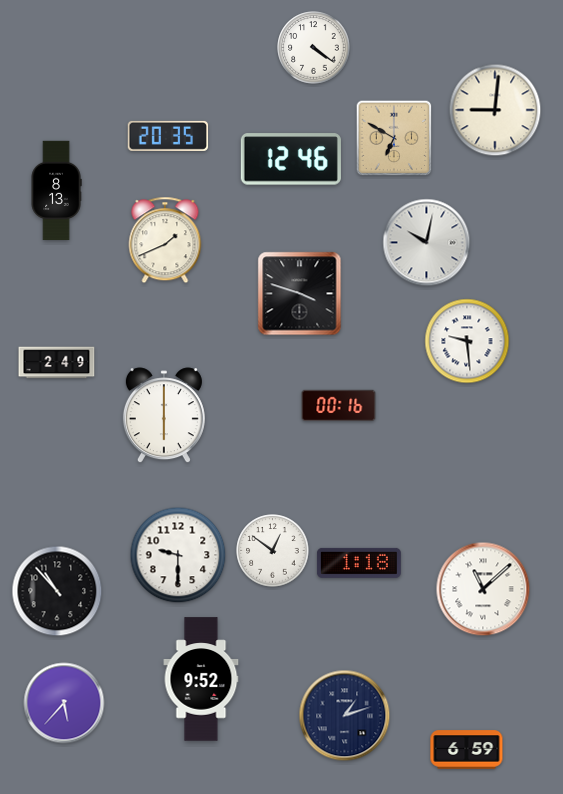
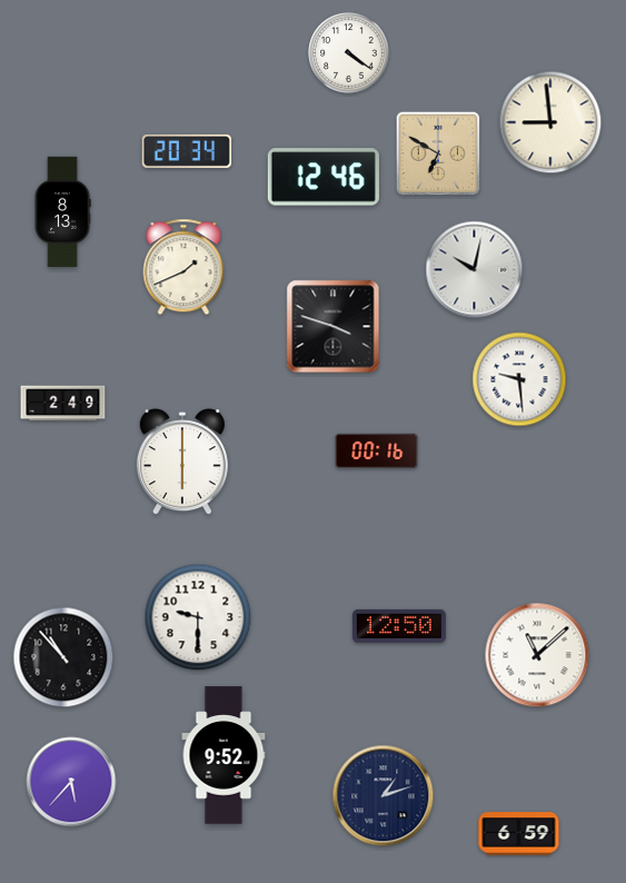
clock at (495, 110): 9:01 -> 8:59
clock at (168, 136): 20:35 -> 20:34
clock at (273, 551): 12:51 -> none
clock at (359, 563): 1:18 -> 12:50
